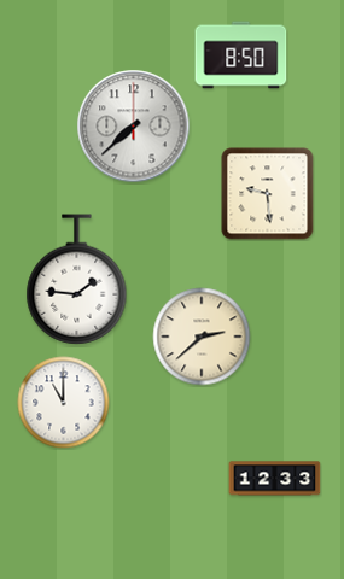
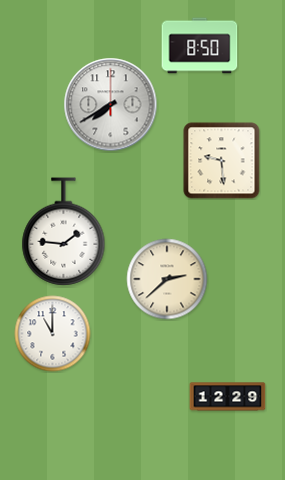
clock at (134, 127): 7:38 -> 7:40
clock at (275, 479): 12:33 -> 12:29
